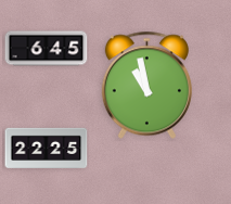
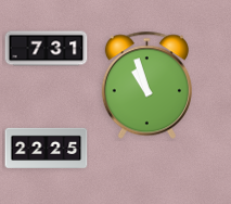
clock at (47, 49): 6:45 -> 7:31
clock at (146, 86): 10:58 -> 10:57
